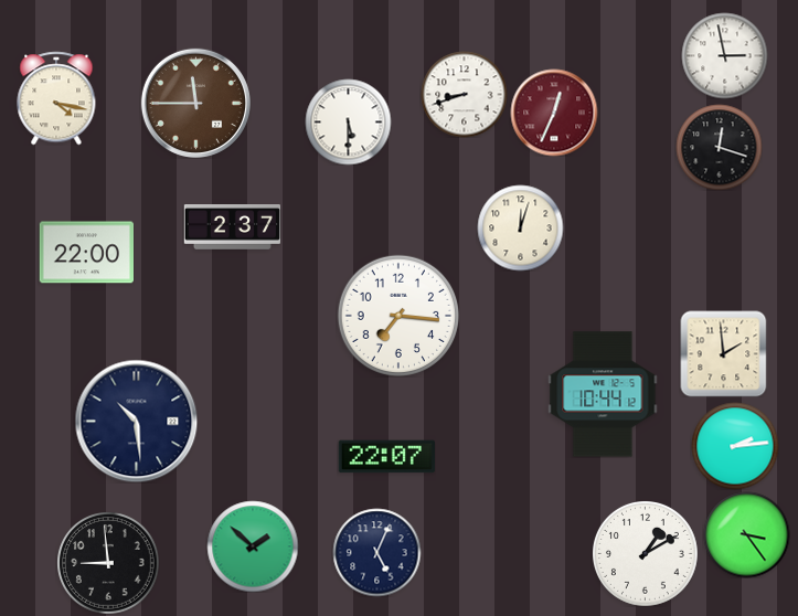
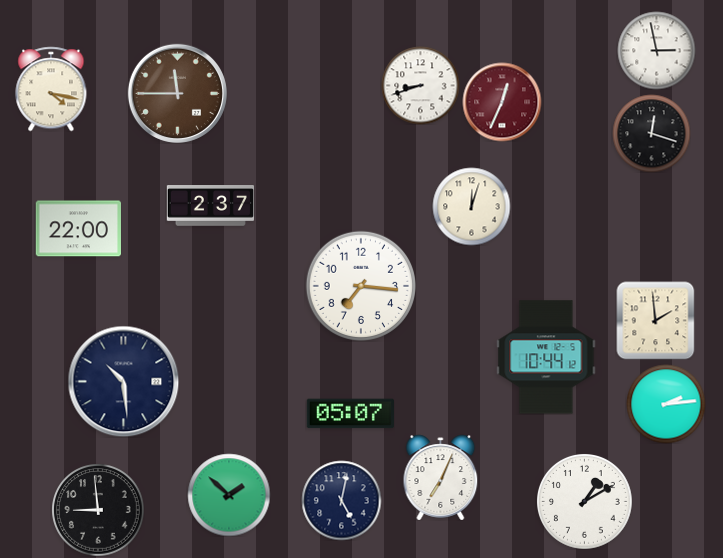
clock at (348, 121): 5:30 -> none
clock at (386, 457): 22:07 -> 05:07
clock at (441, 477): none -> 7:04
clock at (746, 534): 3:24 -> none
clock at (376, 552): 5:04 -> 5:02
